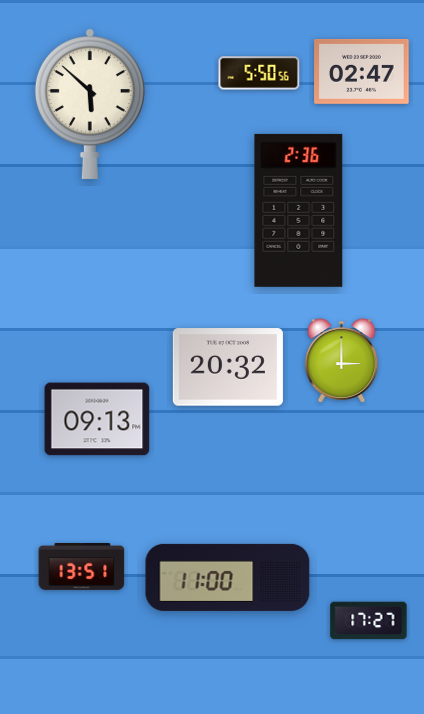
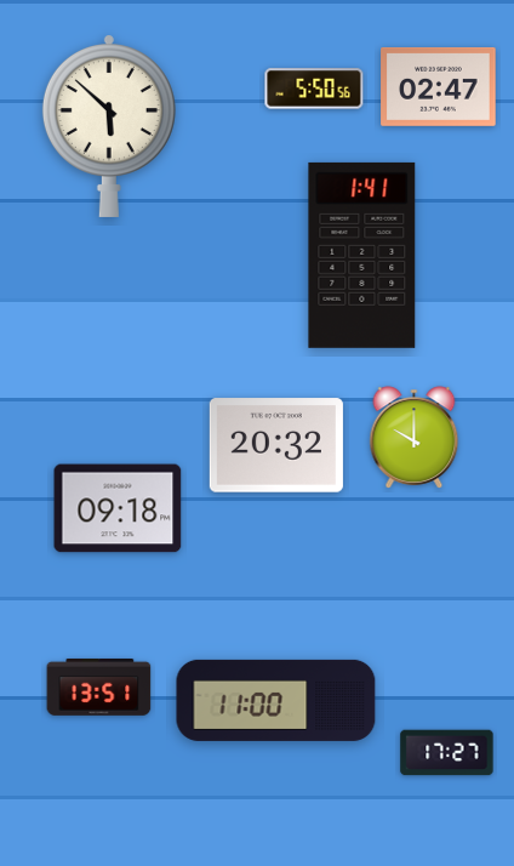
clock at (299, 210): 2:36 -> 1:41
clock at (342, 361): 3:00 -> 10:00
clock at (97, 419): 09:13 -> 09:18
